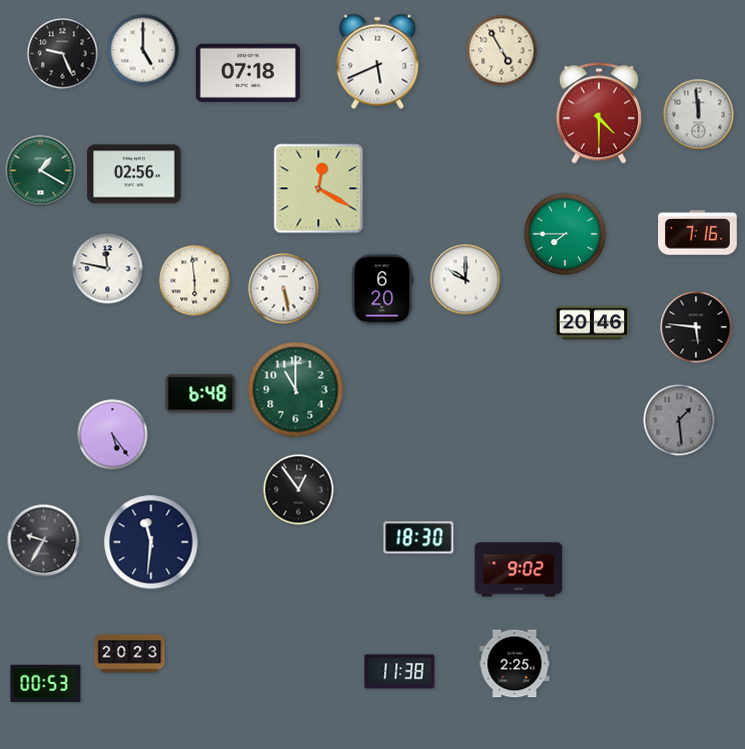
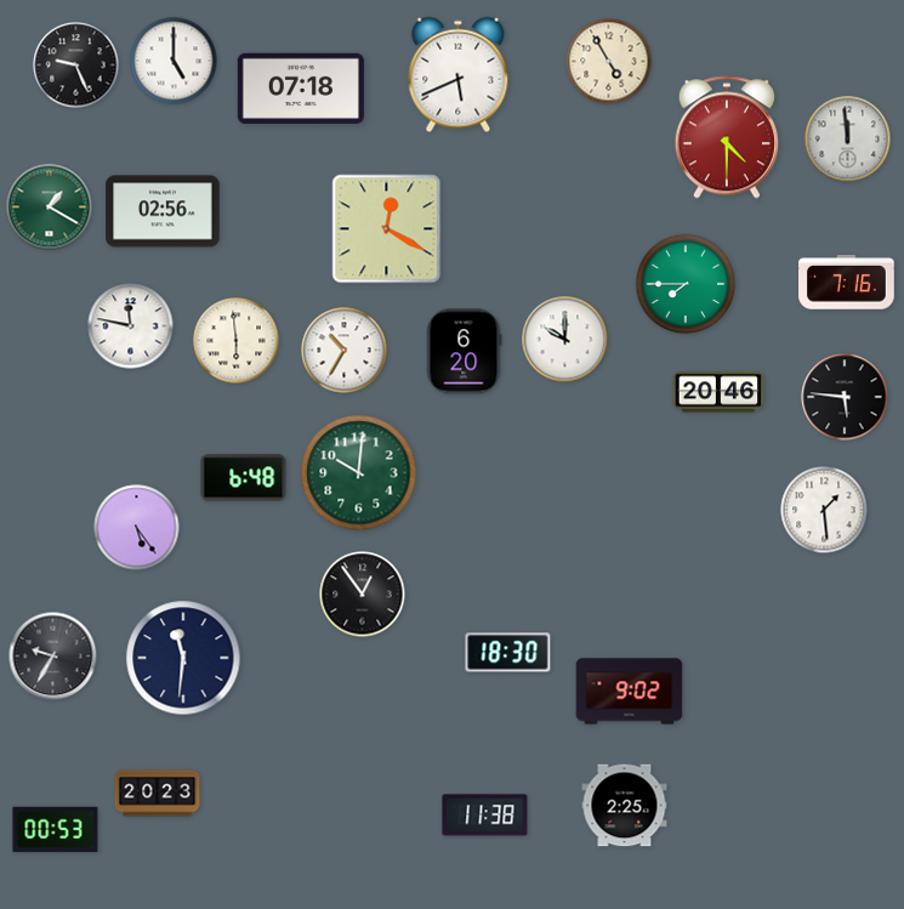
clock at (284, 289): 5:28 -> 10:35
clock at (296, 390): 11:00 -> 10:01
clock at (679, 420) dial: grey -> white
